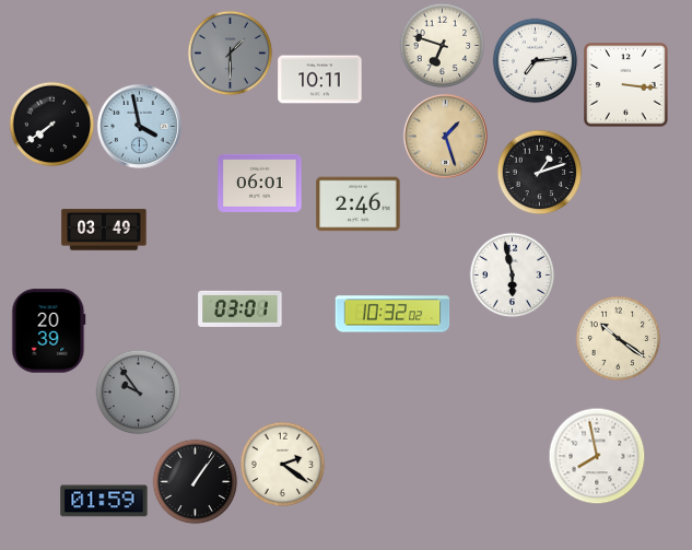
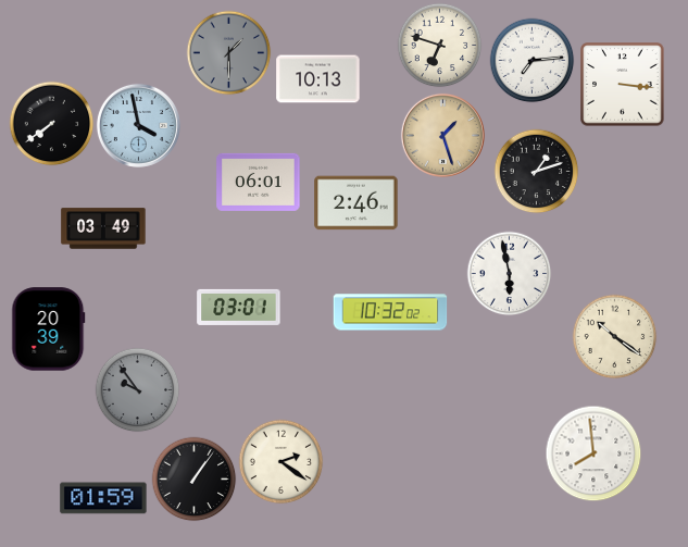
clock at (320, 80): 10:11 -> 10:13
clock at (597, 456): 7:58 -> 7:59
